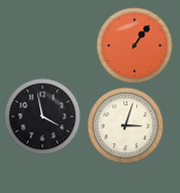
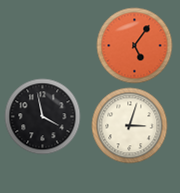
clock at (135, 46): 1:06 -> 5:06
clock at (126, 126) position: (126, 126) -> (130, 126)
